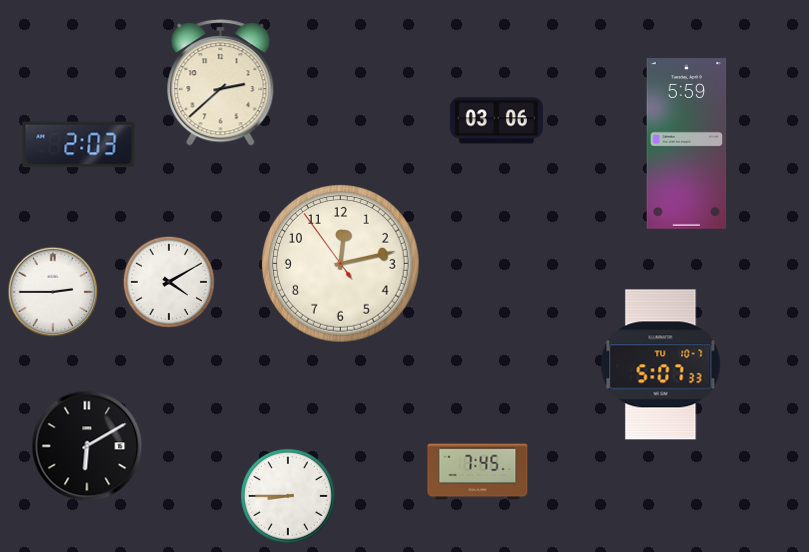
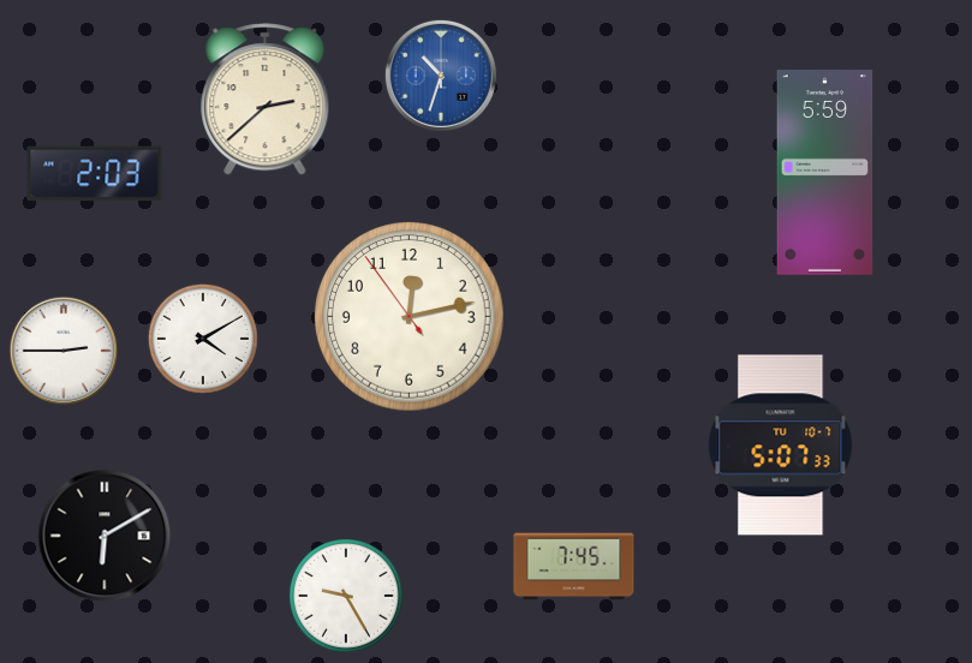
clock at (441, 76): none -> 10:33
clock at (496, 121): 03:06 -> none
clock at (661, 365) position: (661, 365) -> (781, 446)
clock at (289, 497): 8:45 -> 9:25
